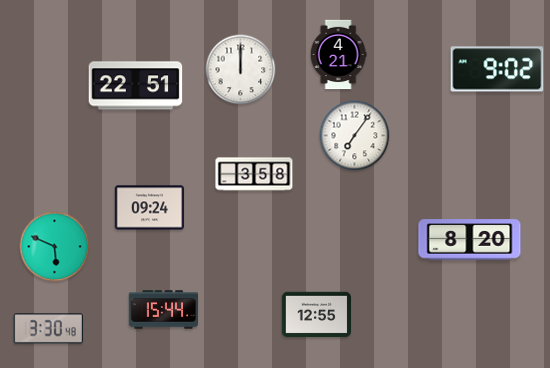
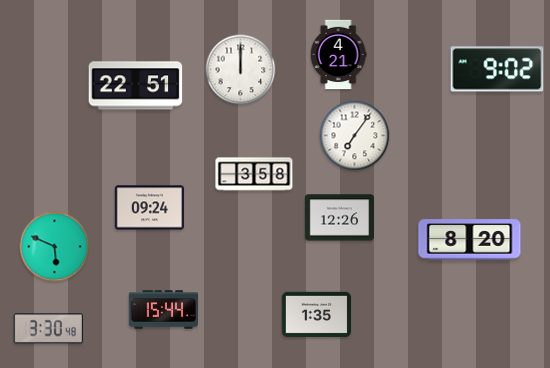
clock at (340, 218): none -> 12:26
clock at (317, 315): 12:55 -> 1:35
